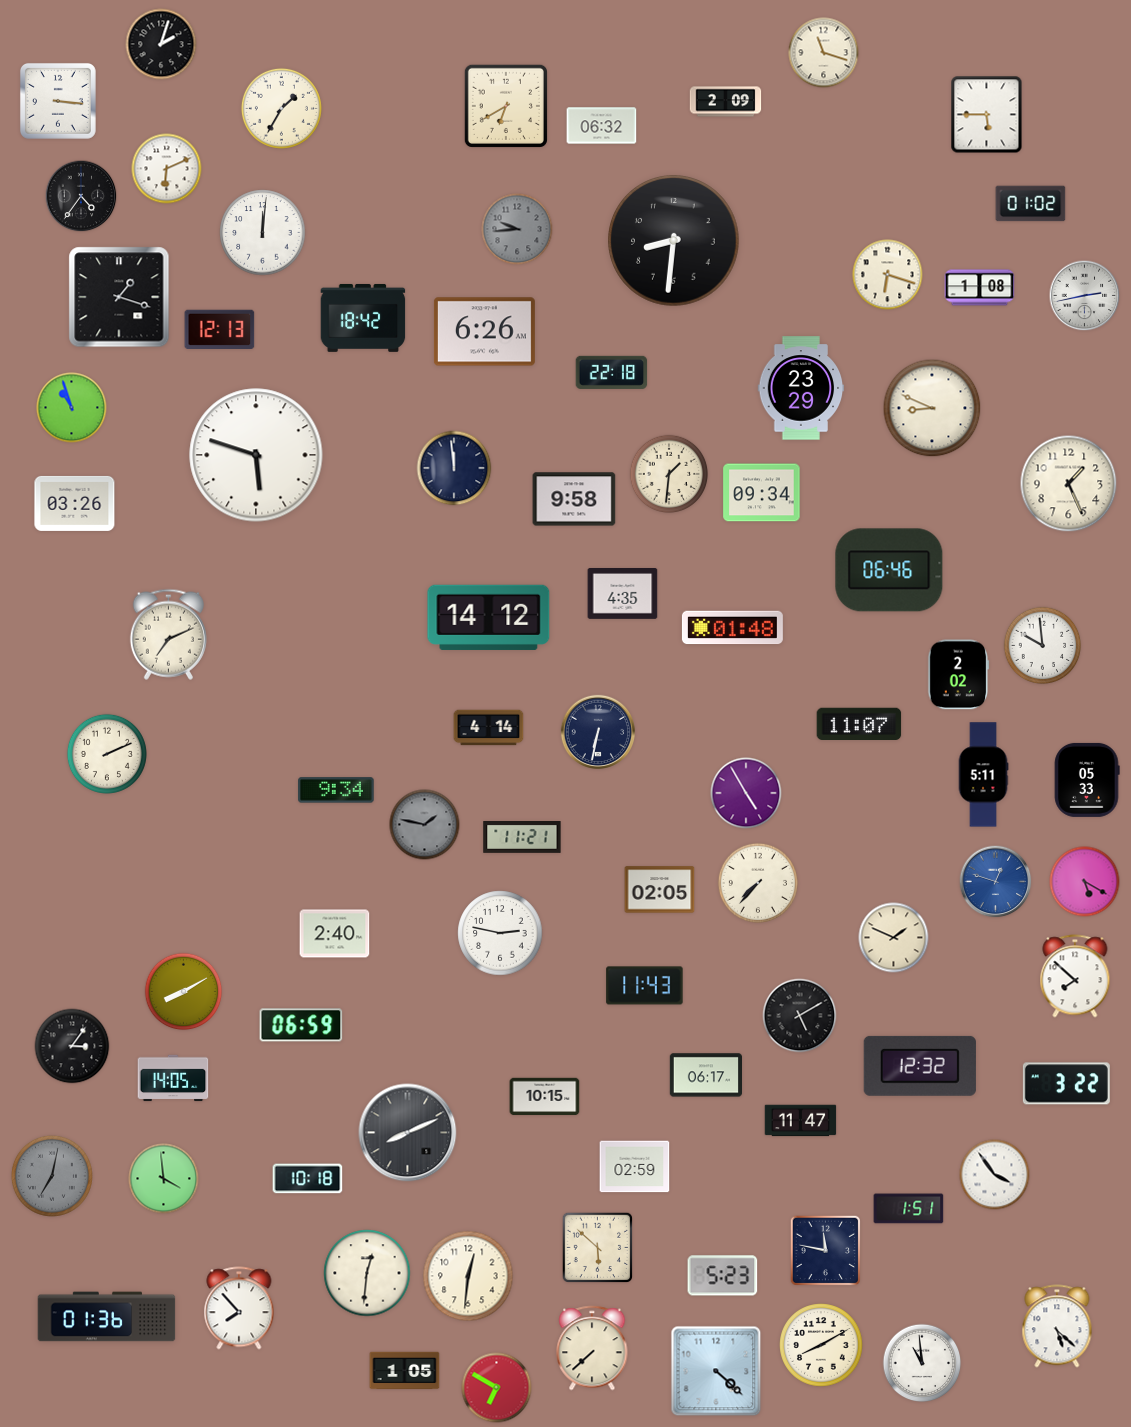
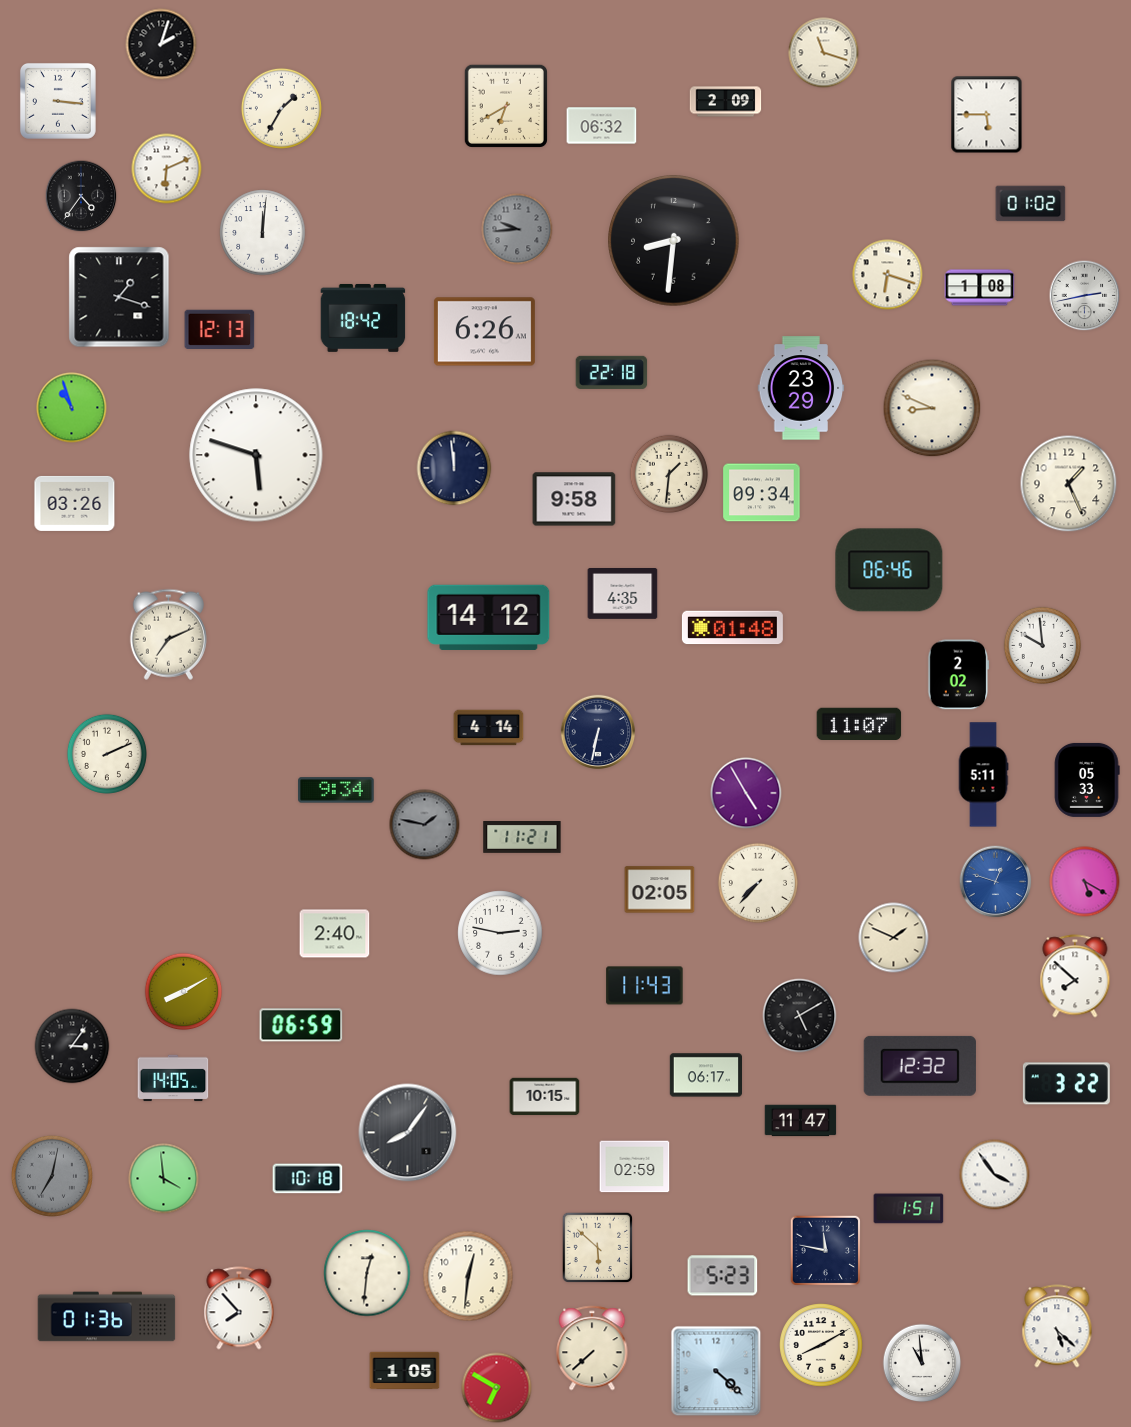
clock at (408, 1133): 8:11 -> 8:06
